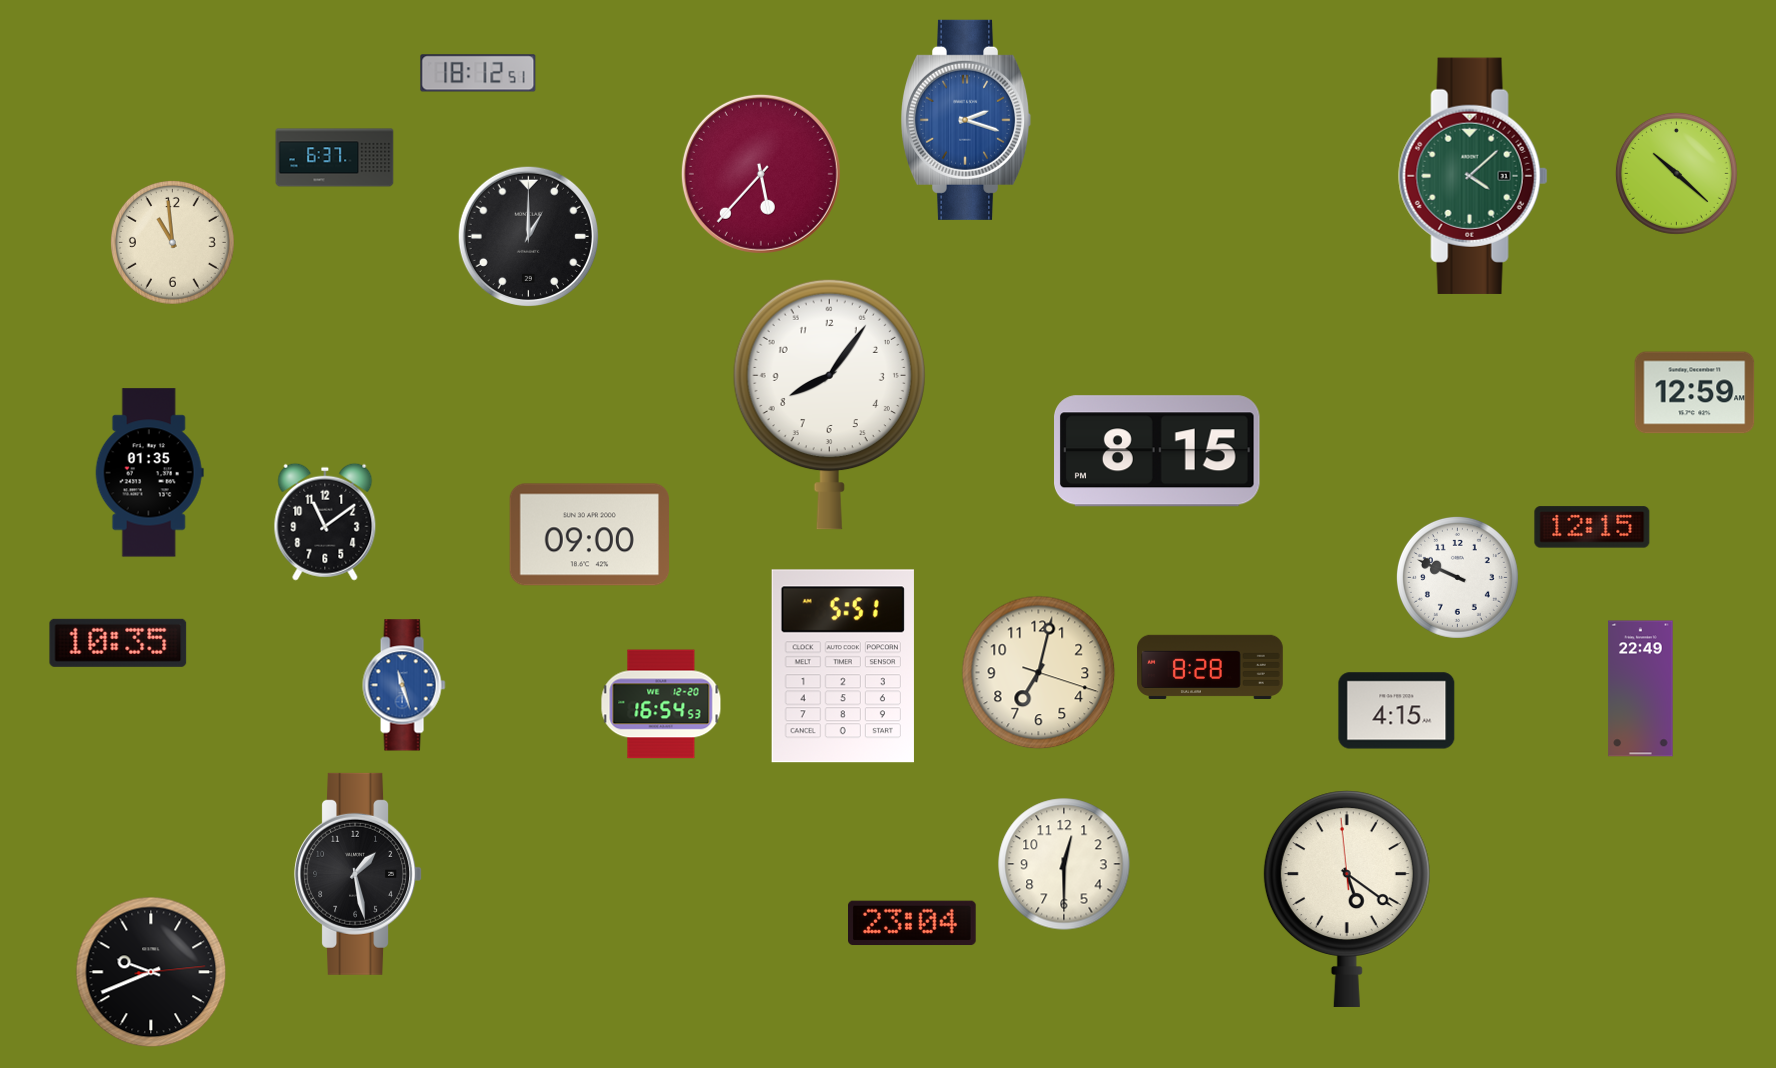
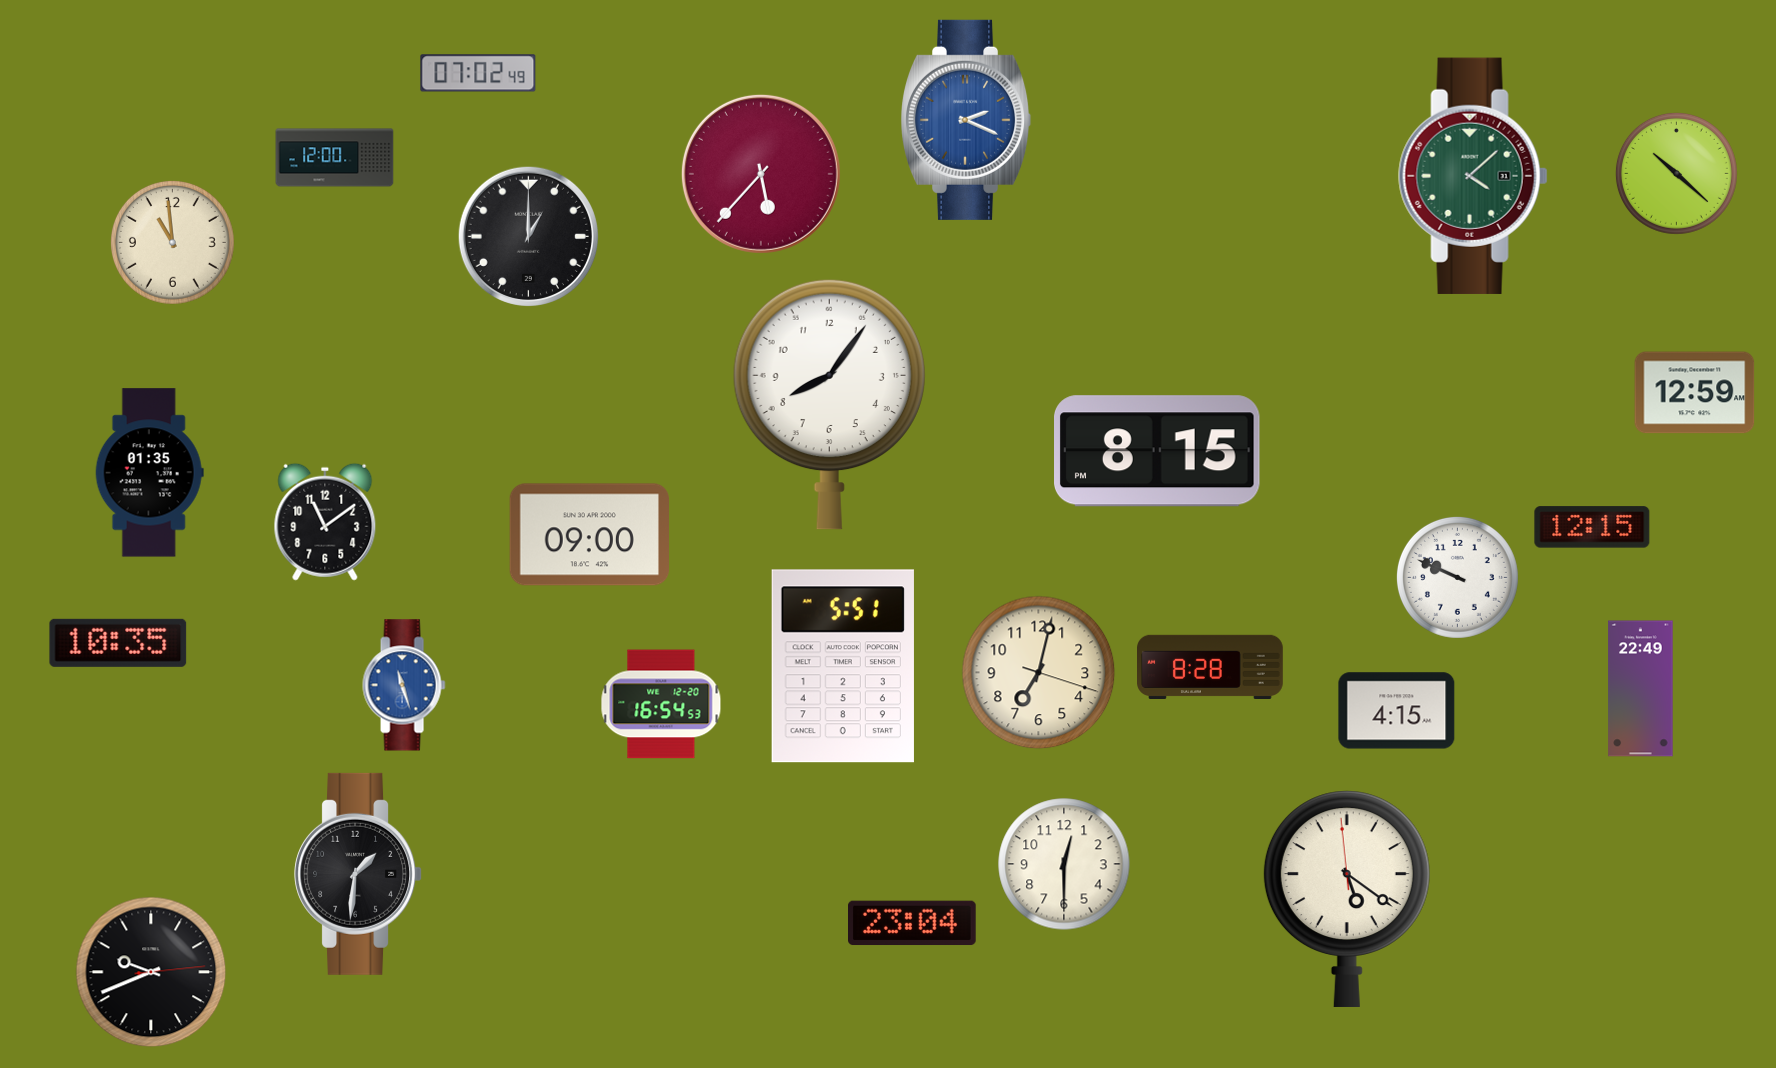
clock at (478, 73): 18:12 -> 07:02
clock at (967, 120): 2:18 -> 2:19
clock at (335, 158): 6:37 -> 12:00
clock at (358, 874): 1:28 -> 1:31
